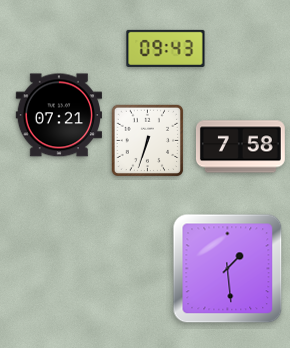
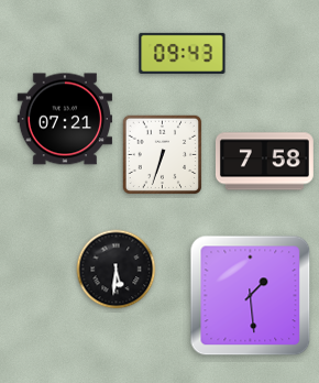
clock at (58, 115) position: (58, 115) -> (64, 119)
clock at (117, 270): none -> 5:31
